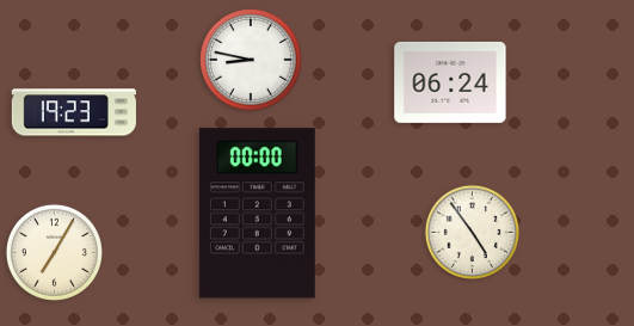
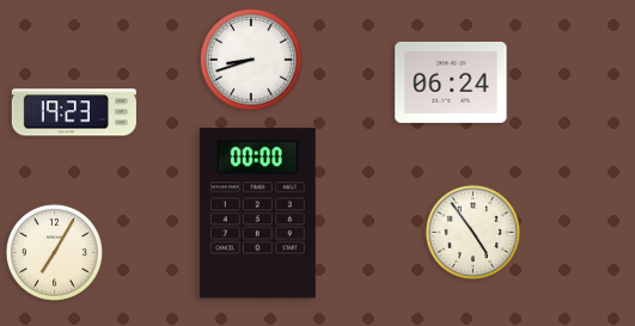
clock at (251, 60): 8:47 -> 8:42
